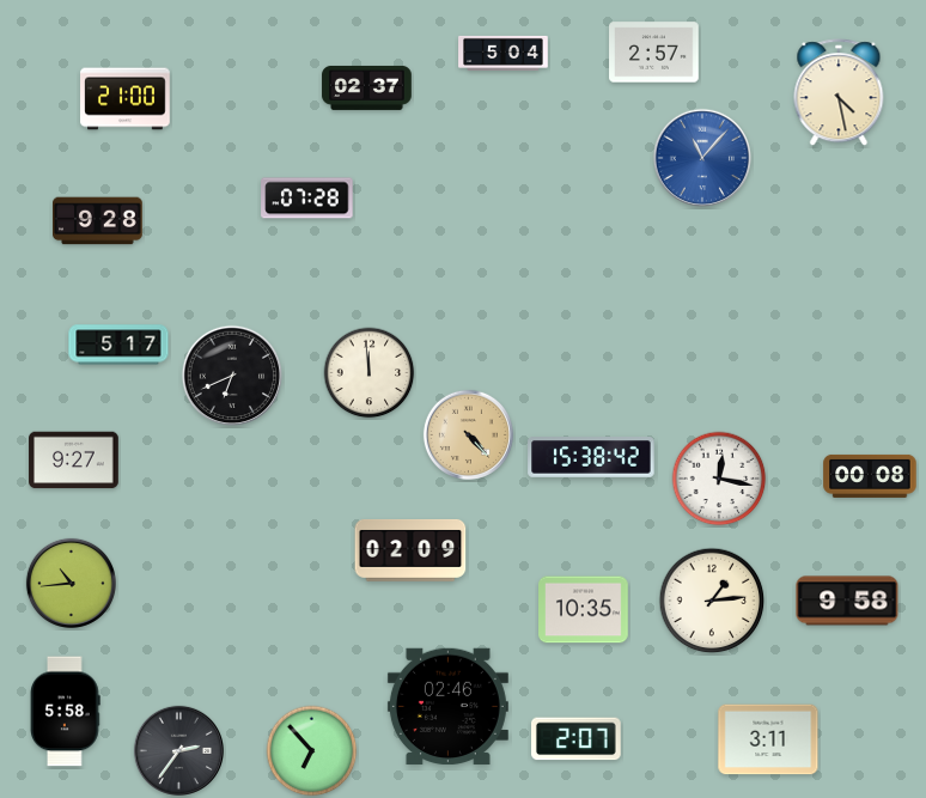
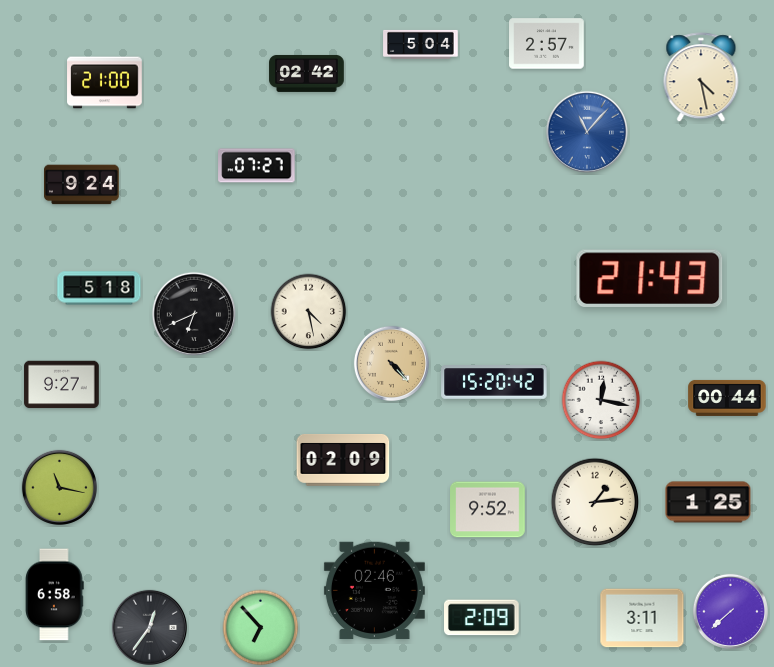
clock at (367, 87): 02:37 -> 02:42
clock at (307, 199): 07:28 -> 07:27
clock at (98, 221): 9:28 -> 9:24
clock at (650, 278): none -> 21:43
clock at (118, 345): 5:17 -> 5:18
clock at (370, 373): 11:59 -> 4:28
clock at (591, 457): 15:38 -> 15:20
clock at (870, 476): 00:08 -> 00:44
clock at (71, 583): 10:44 -> 11:17
clock at (847, 601): 9:58 -> 1:25
clock at (584, 610): 10:35 -> 9:52
clock at (66, 712): 5:58 -> 6:58
clock at (730, 611): none -> 7:38
clock at (577, 739): 2:07 -> 2:09
clock at (178, 750): 2:36 -> 12:36
